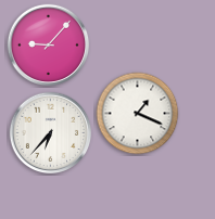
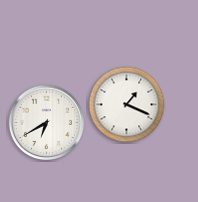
clock at (49, 46): 9:07 -> none
clock at (51, 133): 6:37 -> 6:40
